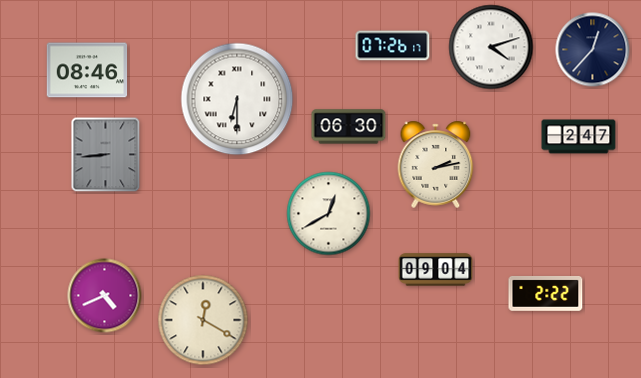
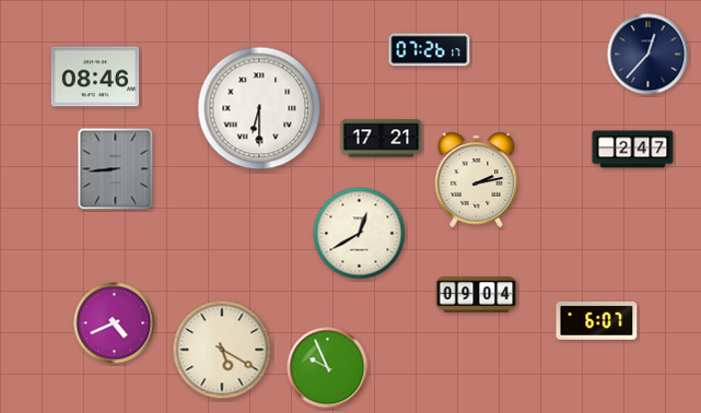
clock at (491, 47): 4:12 -> none
clock at (349, 127): 06:30 -> 17:21
clock at (546, 293): 2:22 -> 6:07
clock at (203, 320): 12:20 -> 5:20
clock at (328, 368): none -> 9:56
